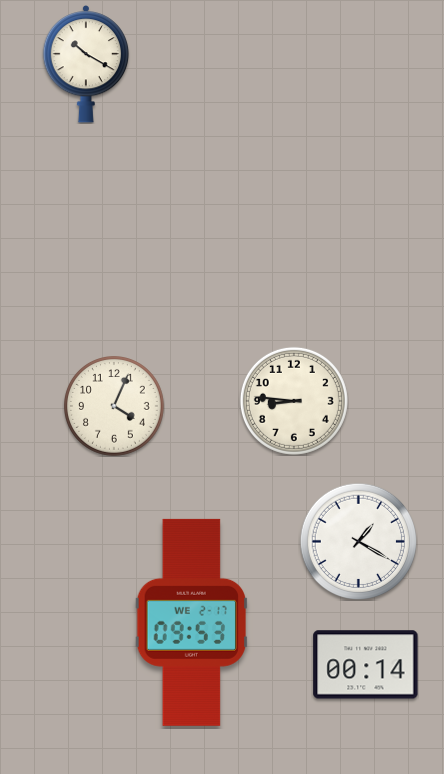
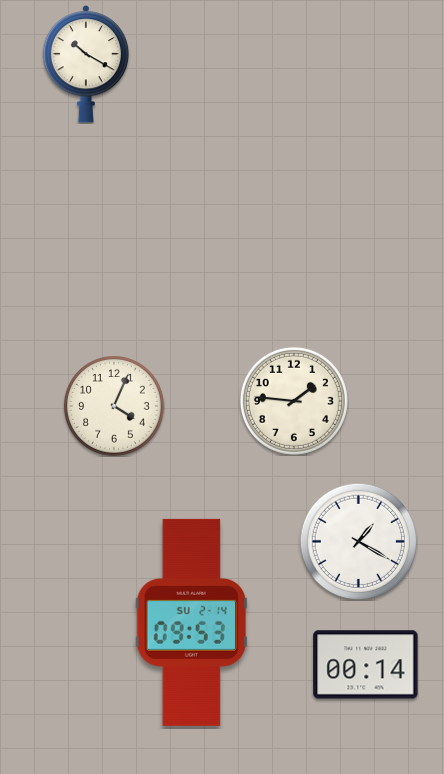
clock at (294, 401): 8:46 -> 1:46
clock at (192, 622) date: WE 2-17 -> SU 2-14
